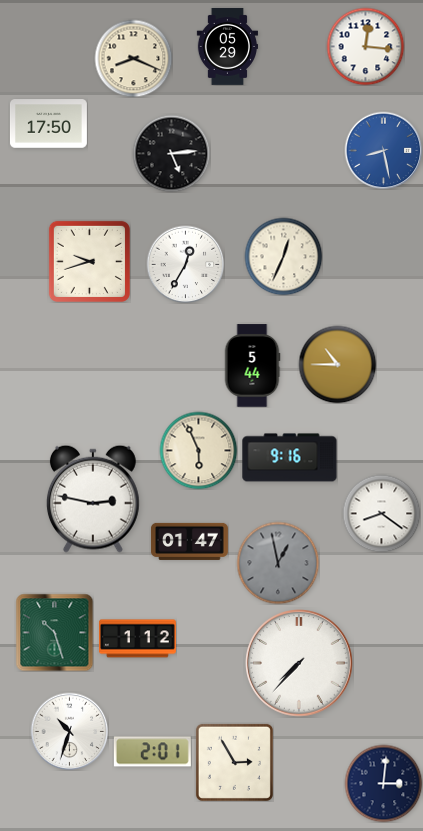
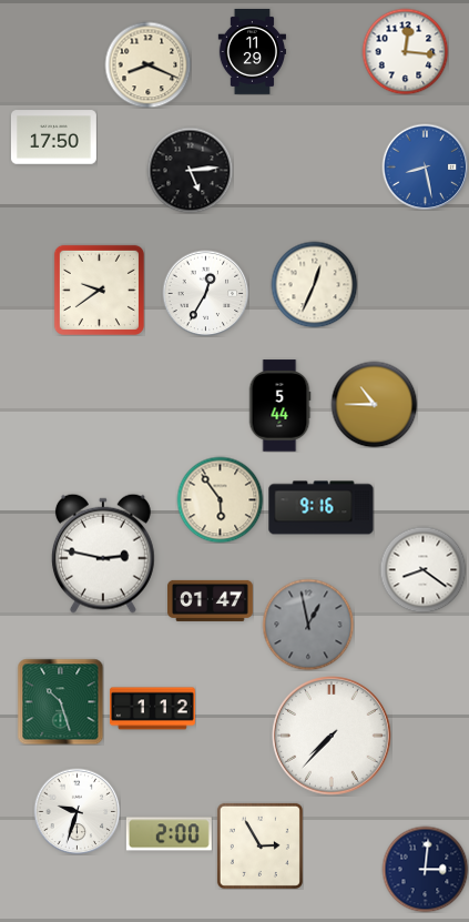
clock at (227, 46): 05:29 -> 11:29
clock at (89, 261): 9:42 -> 9:39
clock at (198, 450): 5:56 -> 5:54
clock at (69, 731): 10:33 -> 9:33
clock at (152, 752): 2:01 -> 2:00
